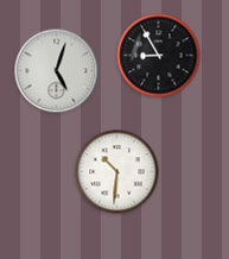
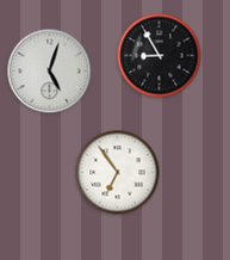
clock at (57, 71) position: (57, 71) -> (50, 72)
clock at (117, 172): 10:31 -> 6:54
